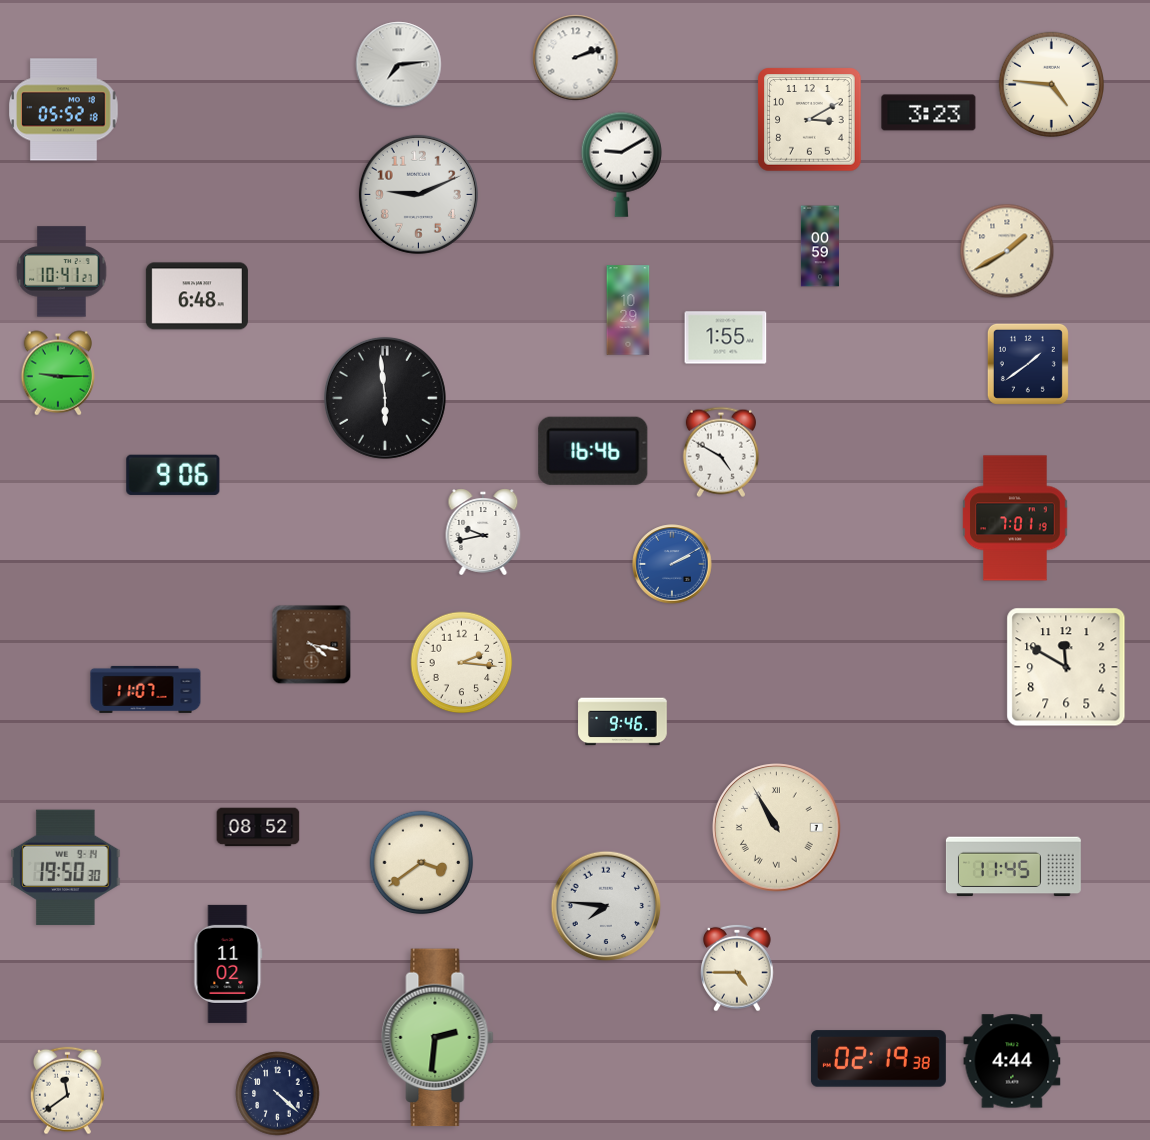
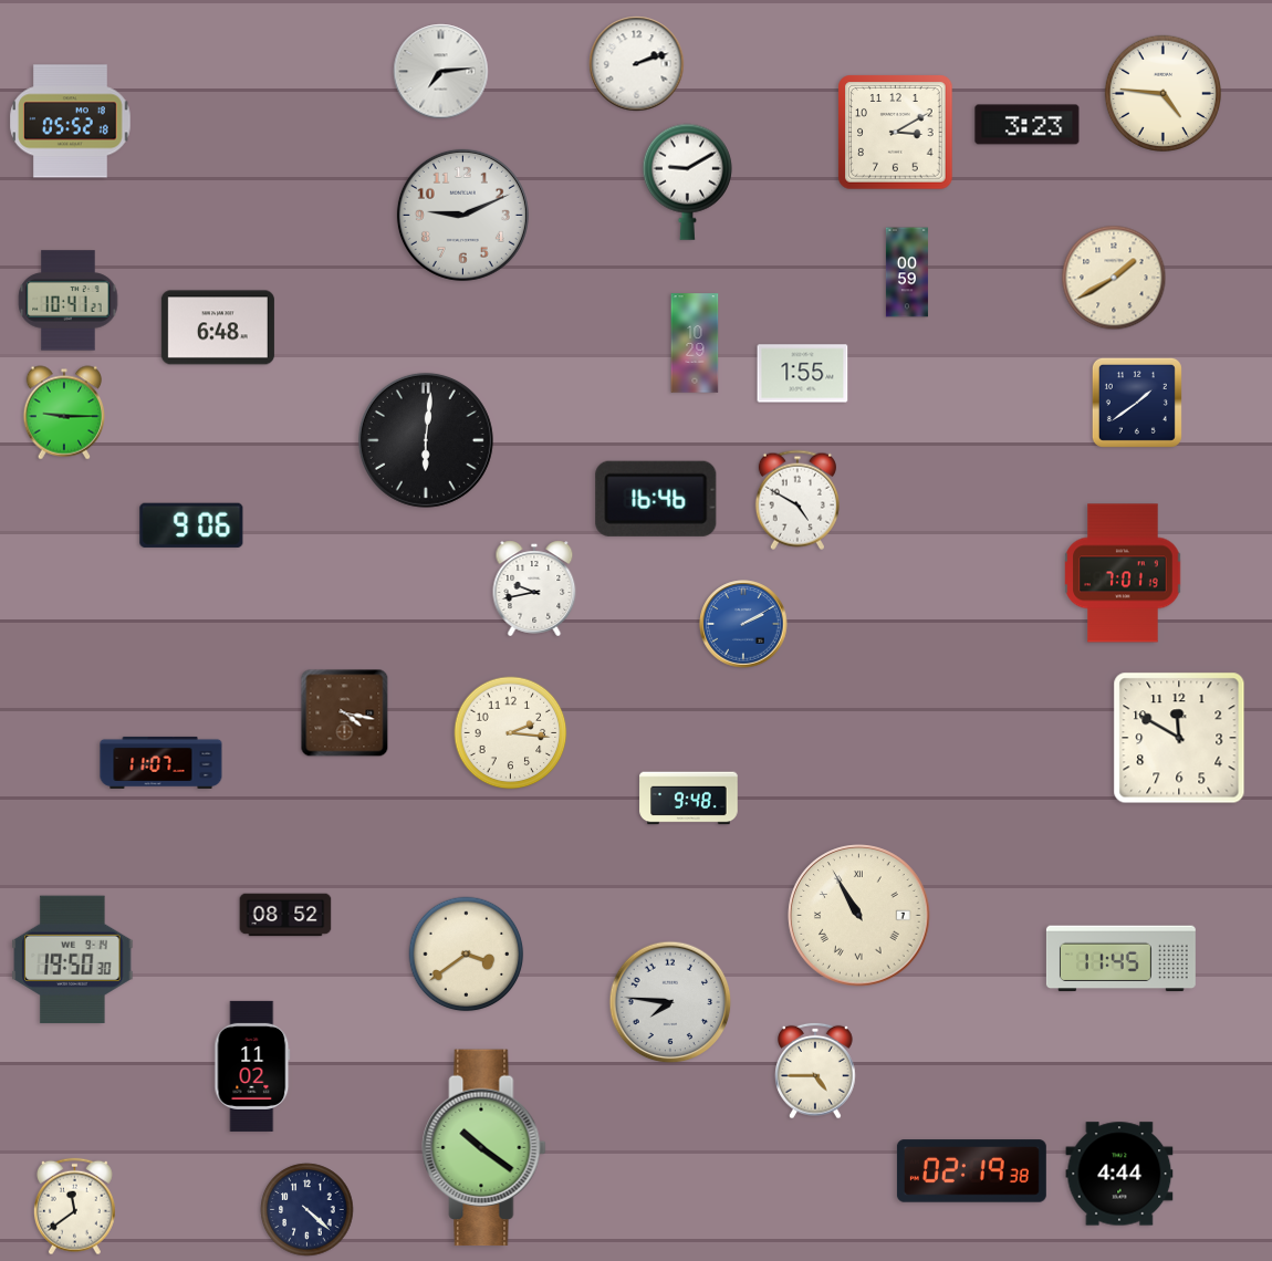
clock at (385, 398): 5:59 -> 6:01
clock at (623, 722): 9:46 -> 9:48
clock at (438, 1038): 2:31 -> 10:21
